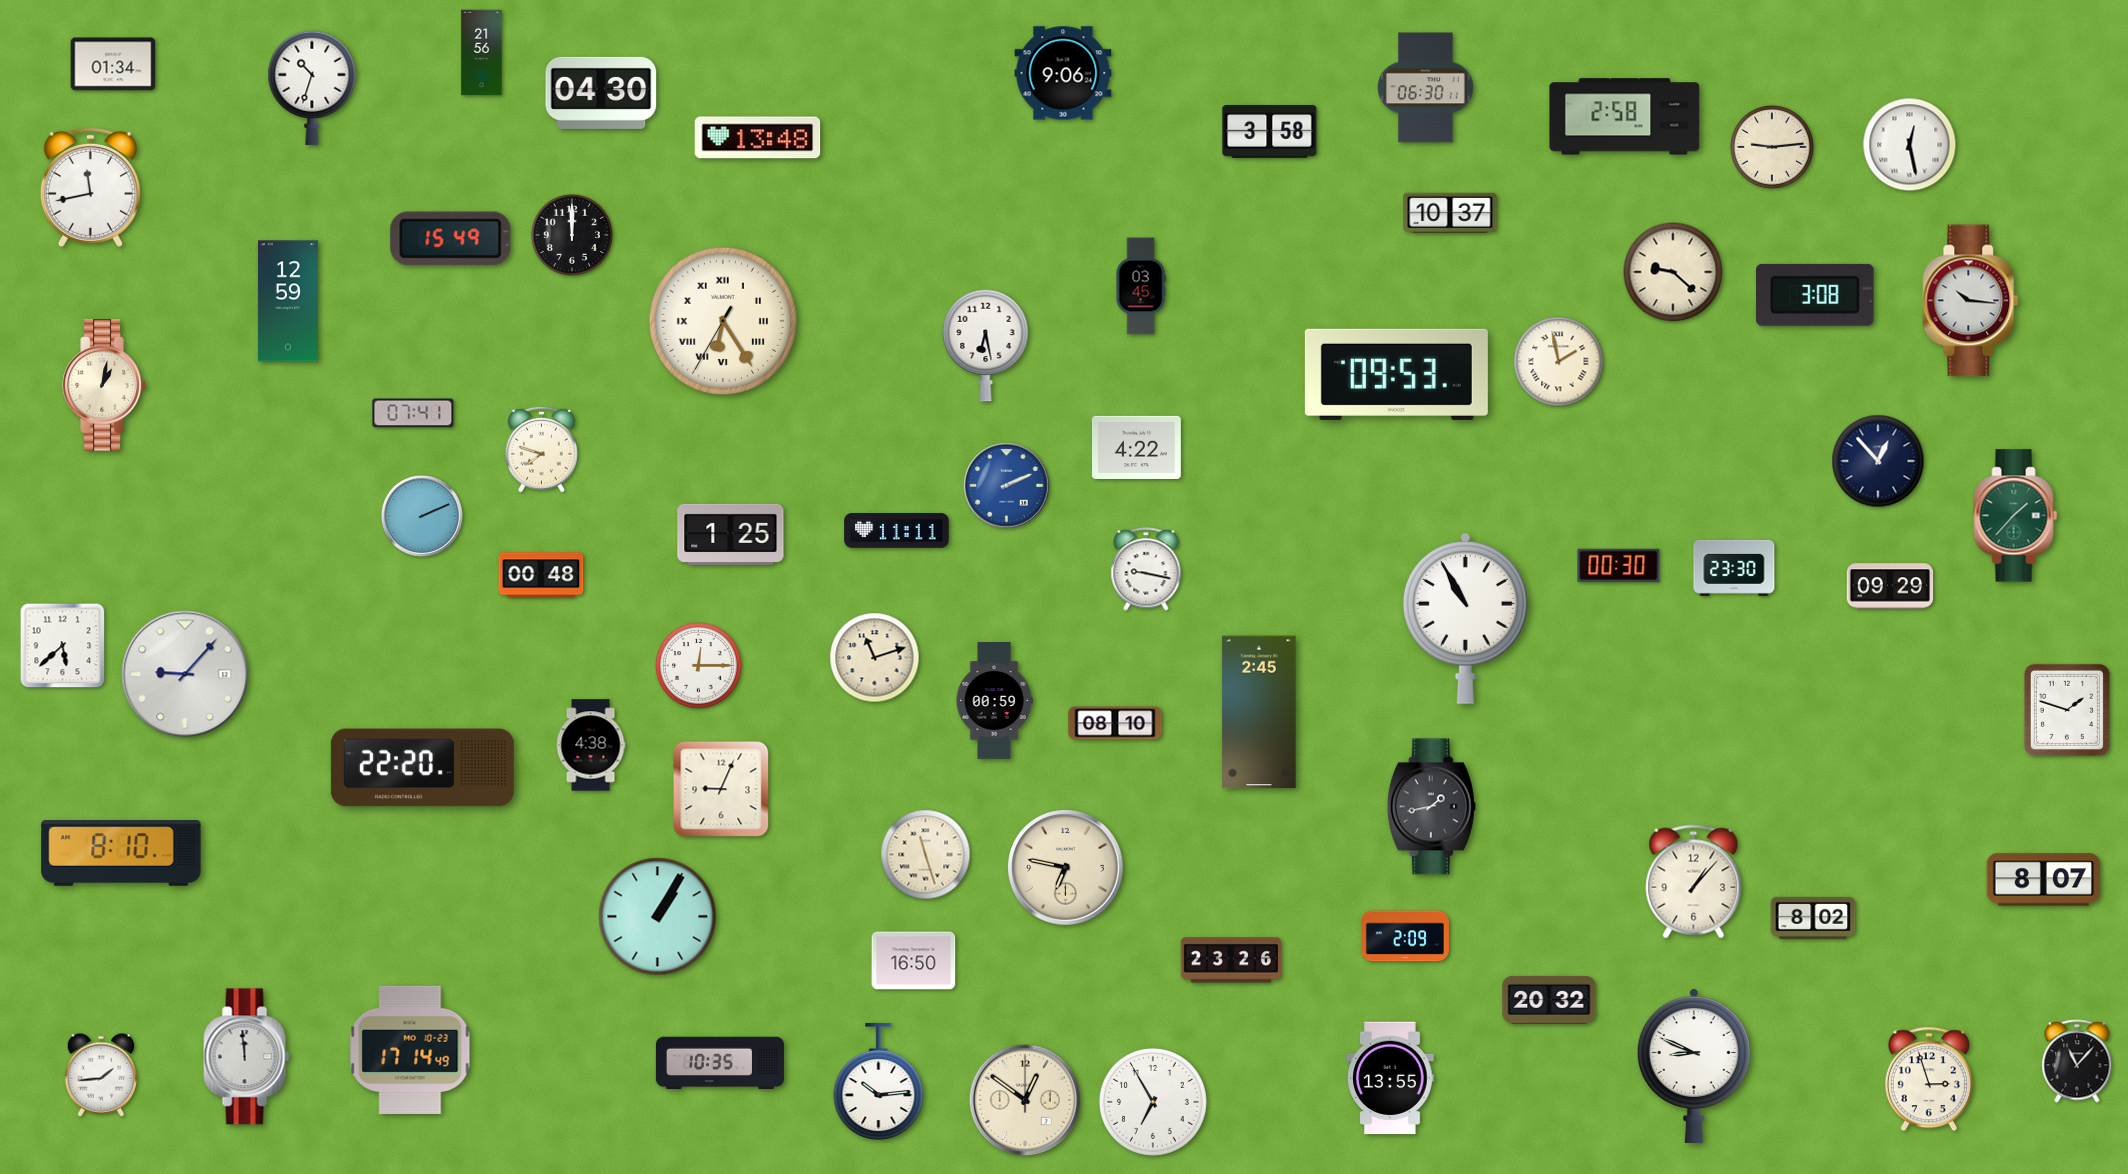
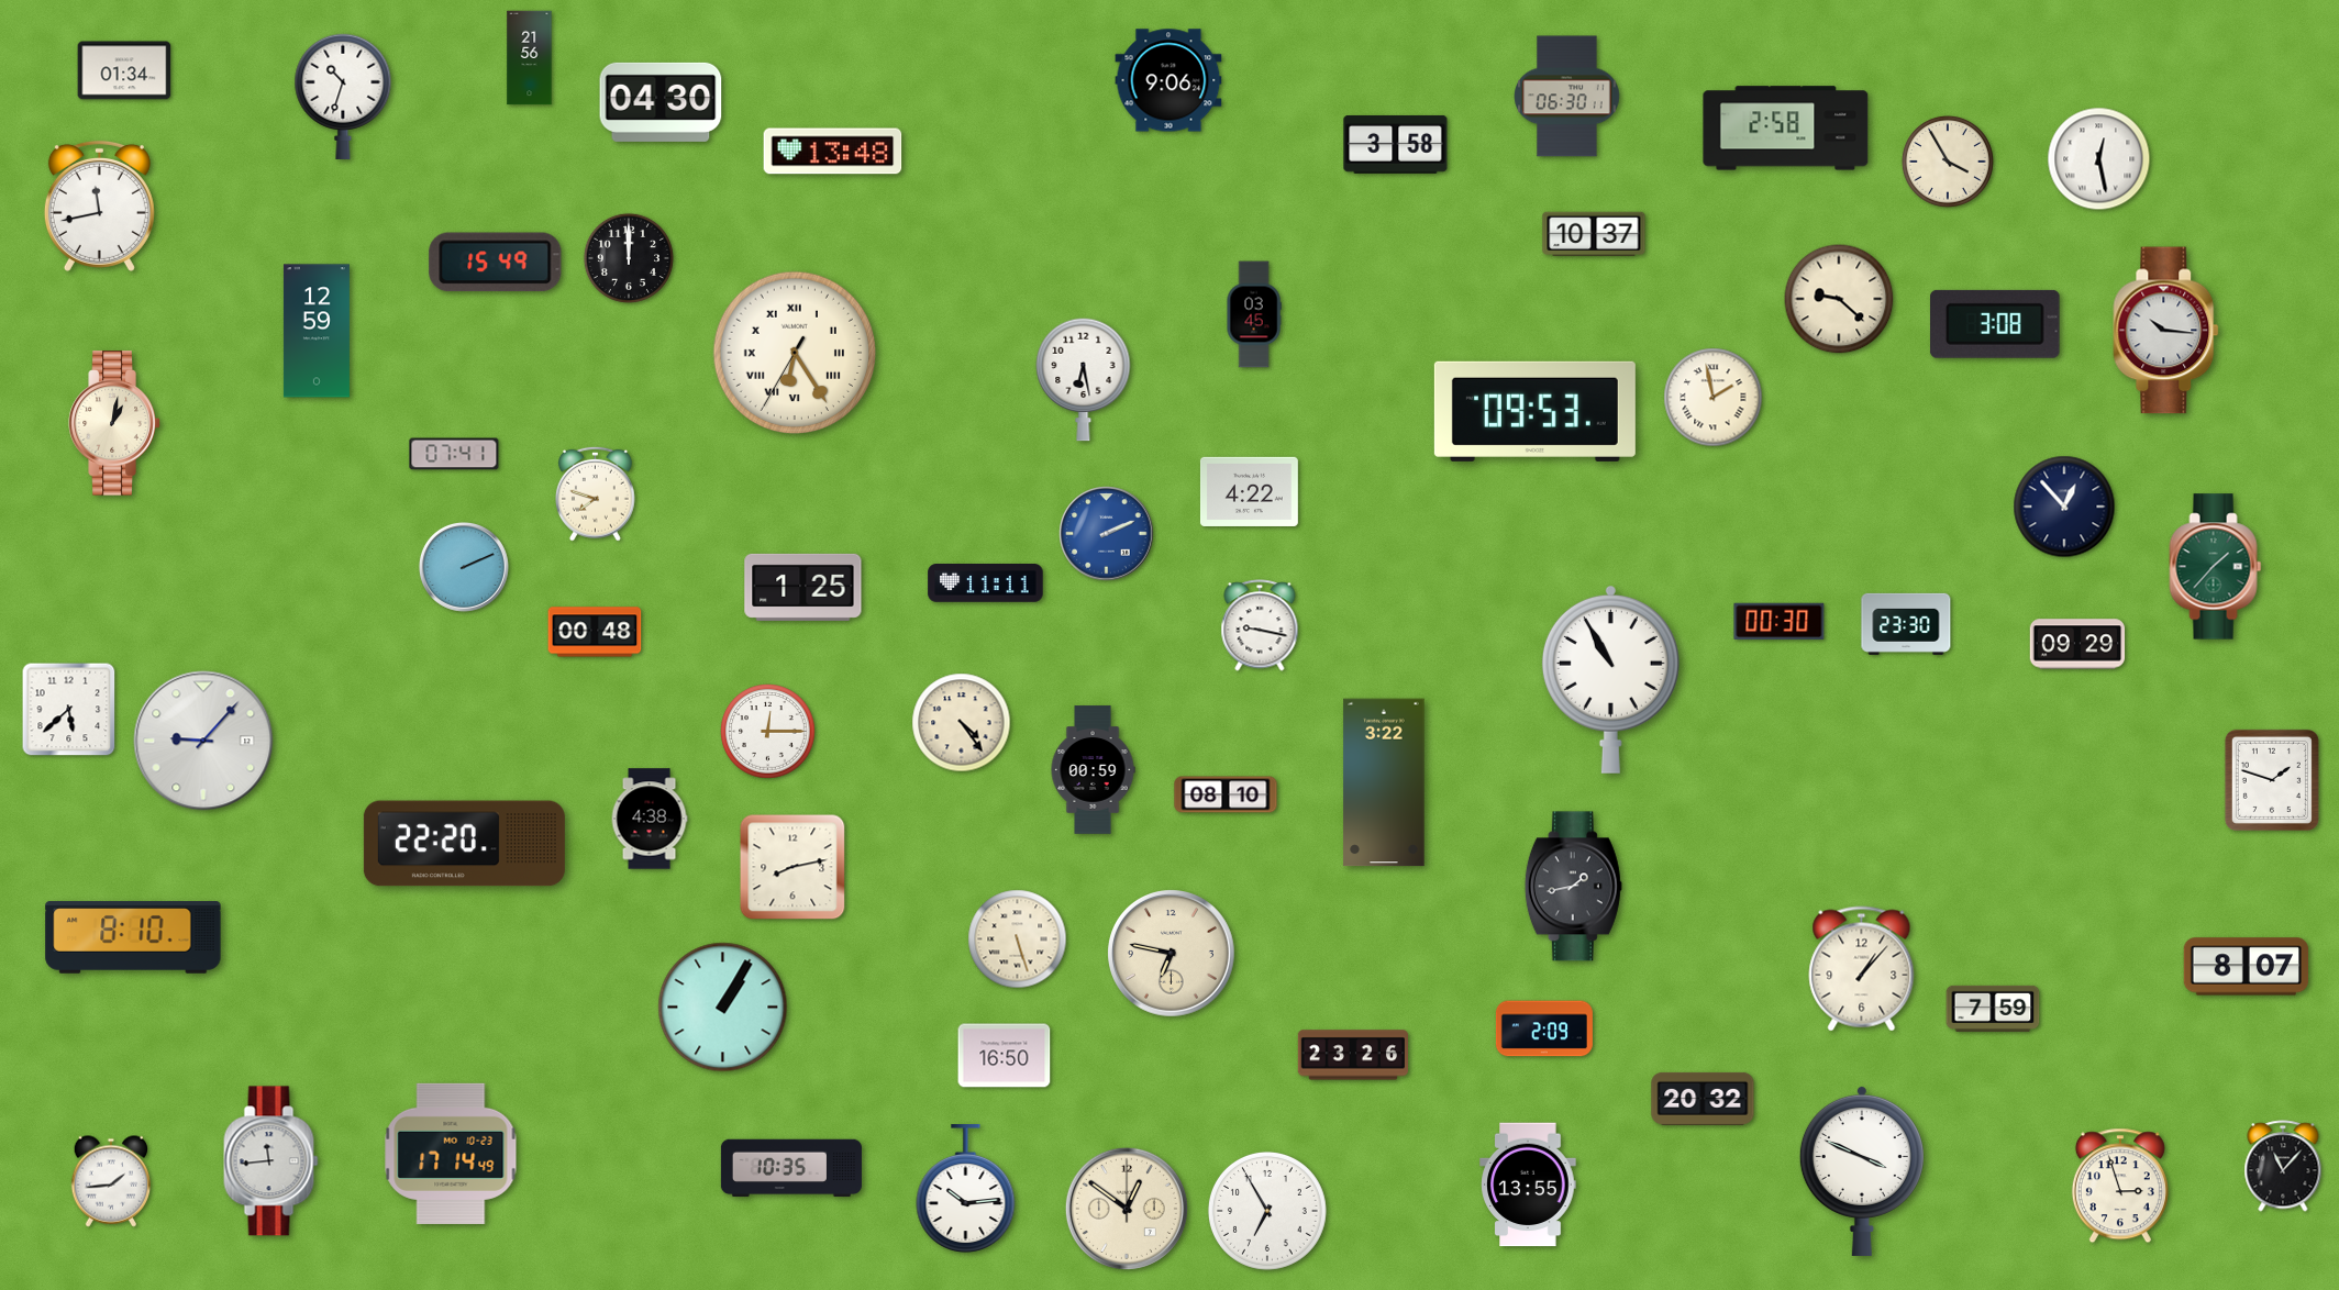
clock at (1772, 147): 9:14 -> 3:55
clock at (875, 658): 11:12 -> 4:24
clock at (1259, 712): 2:45 -> 3:22
clock at (721, 789): 9:04 -> 8:13
clock at (926, 855): 11:27 -> 5:27
clock at (1813, 918): 8:02 -> 7:59
clock at (247, 1057): 11:59 -> 11:44
clock at (1694, 1065): 8:49 -> 3:49
